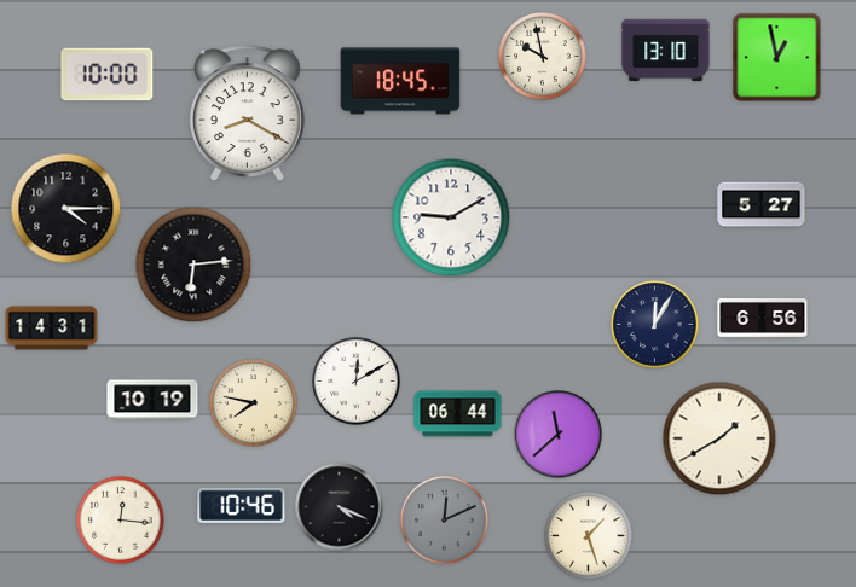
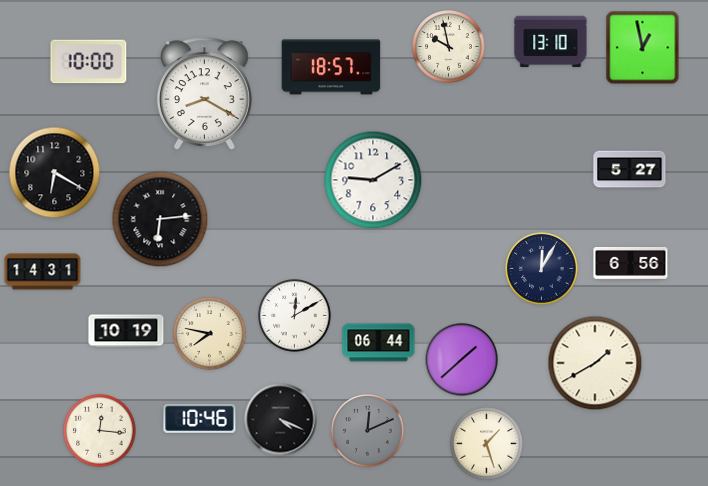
clock at (400, 81): 18:45 -> 18:57
clock at (66, 209): 4:15 -> 6:20
clock at (559, 435): 11:38 -> 1:38
